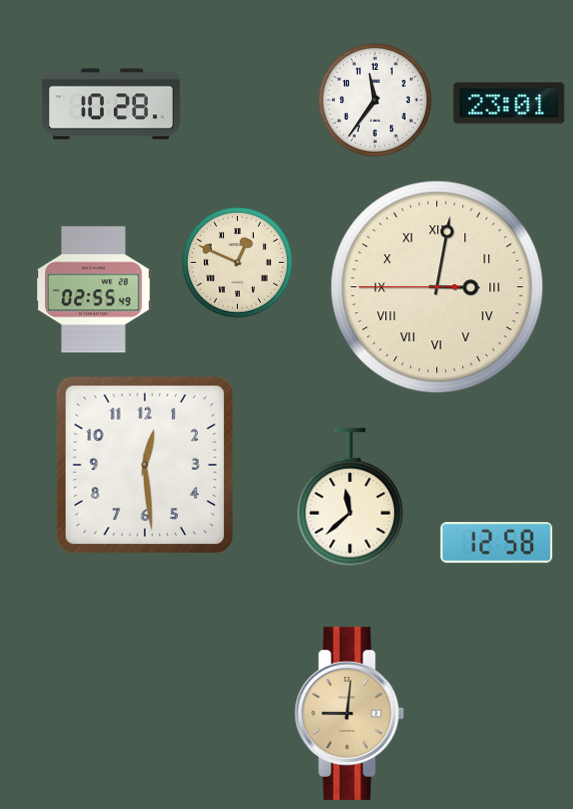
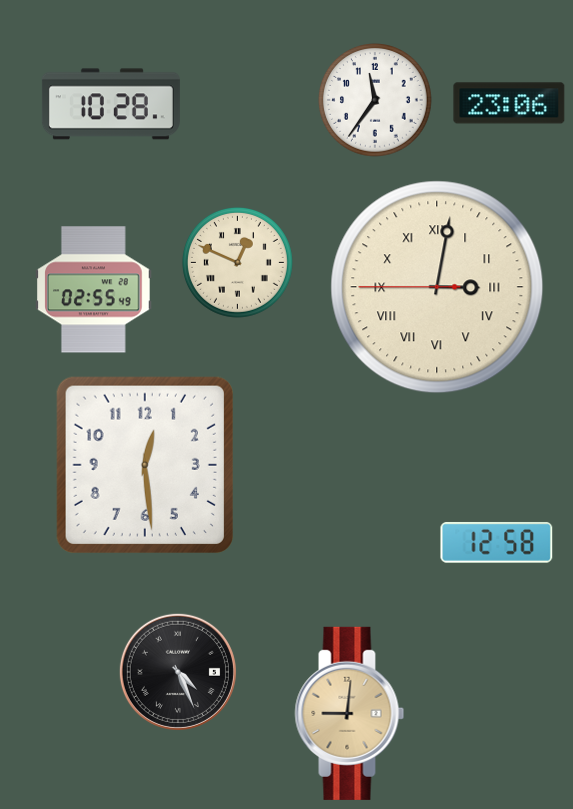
clock at (509, 103): 23:01 -> 23:06
clock at (350, 497): 11:38 -> none
clock at (178, 672): none -> 4:26
